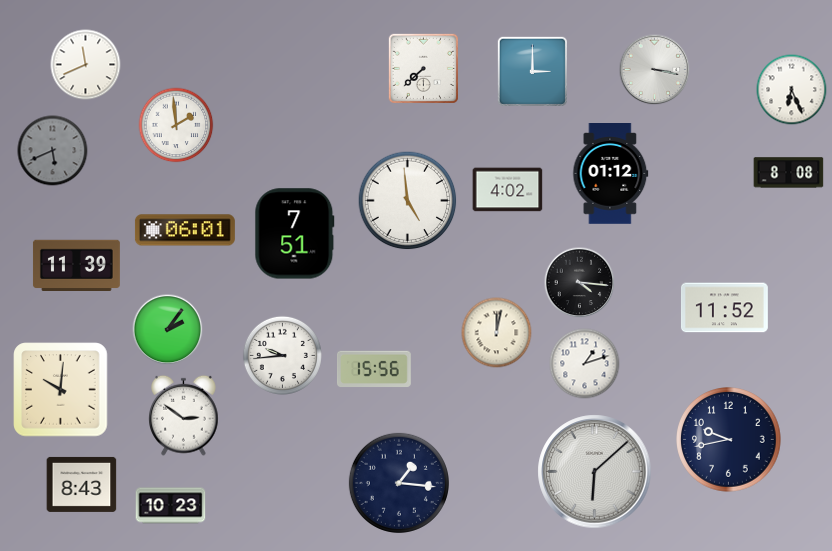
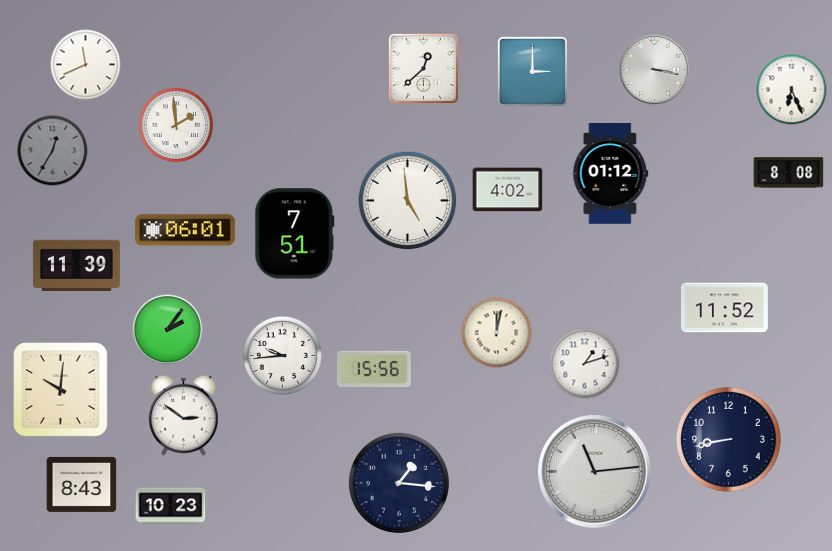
clock at (423, 68): 7:38 -> 12:38
clock at (53, 151): 5:41 -> 12:35
clock at (580, 283): 4:16 -> none
clock at (729, 440): 9:43 -> 8:43
clock at (595, 472): 6:08 -> 11:14
